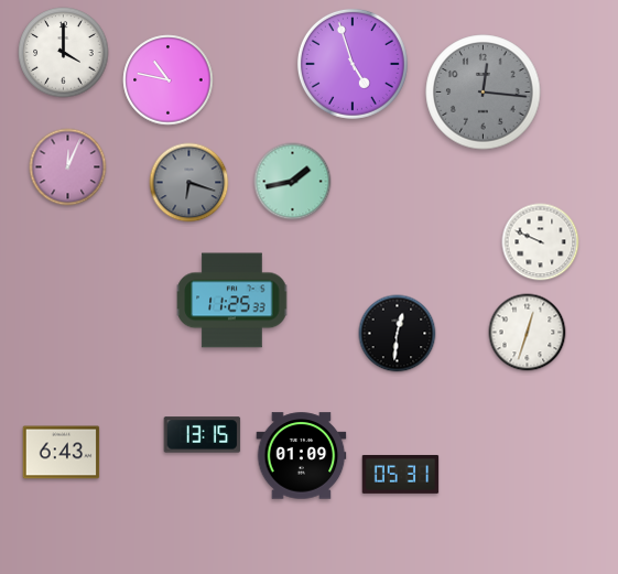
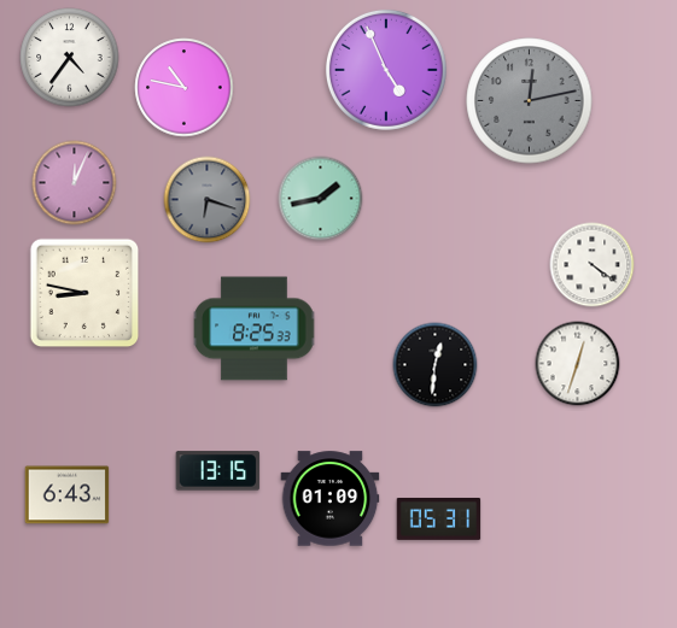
clock at (64, 53): 4:00 -> 4:36
clock at (353, 64): 4:57 -> 4:56
clock at (484, 93): 12:16 -> 12:13
clock at (541, 242): 9:49 -> 4:21
clock at (84, 293): none -> 8:47
clock at (232, 301): 11:25 -> 8:25
clock at (203, 435) position: (203, 435) -> (218, 471)
